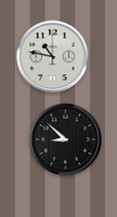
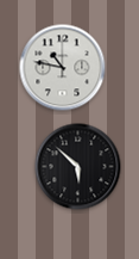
clock at (66, 140): 8:52 -> 5:52
